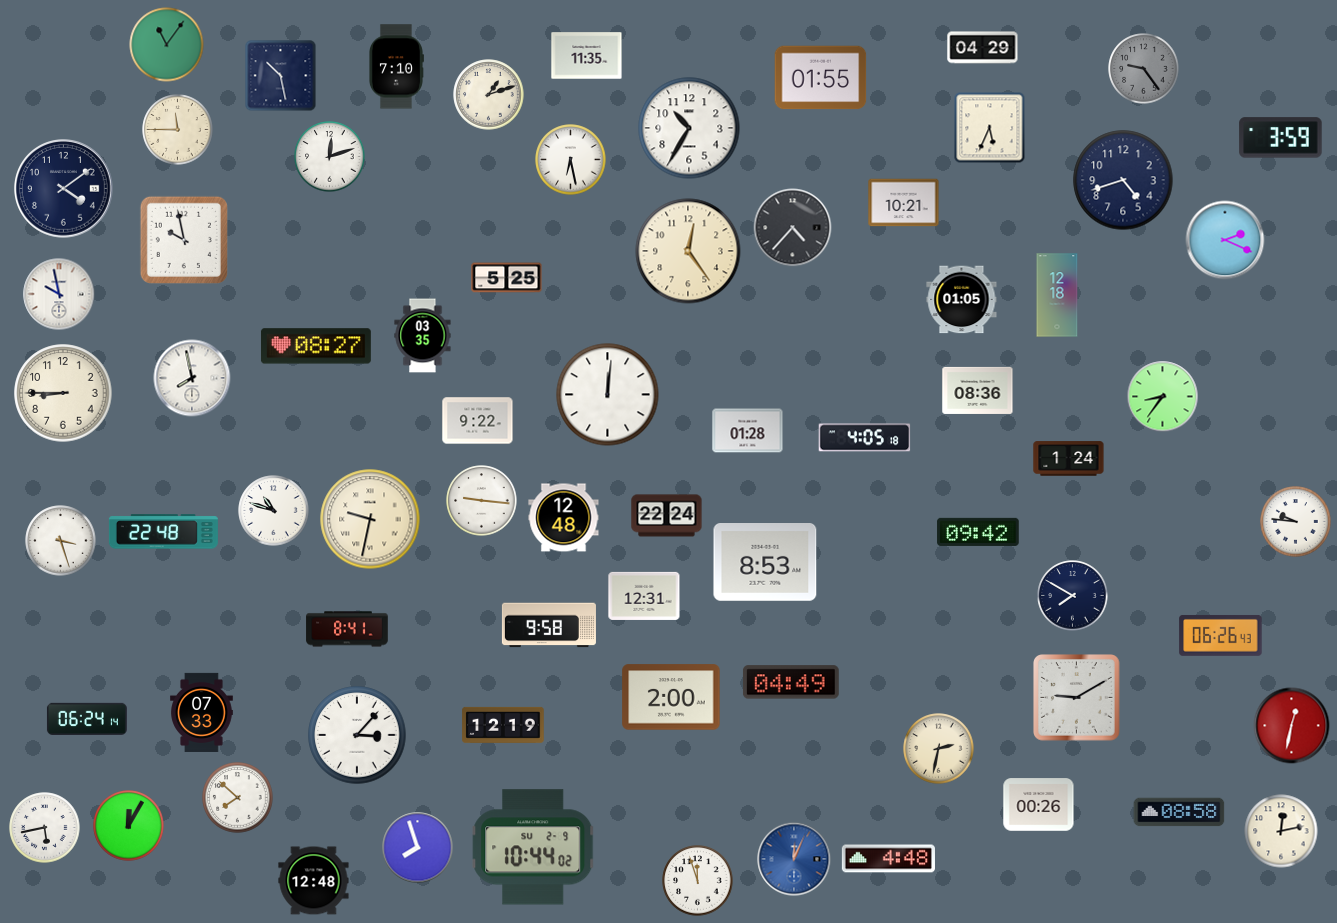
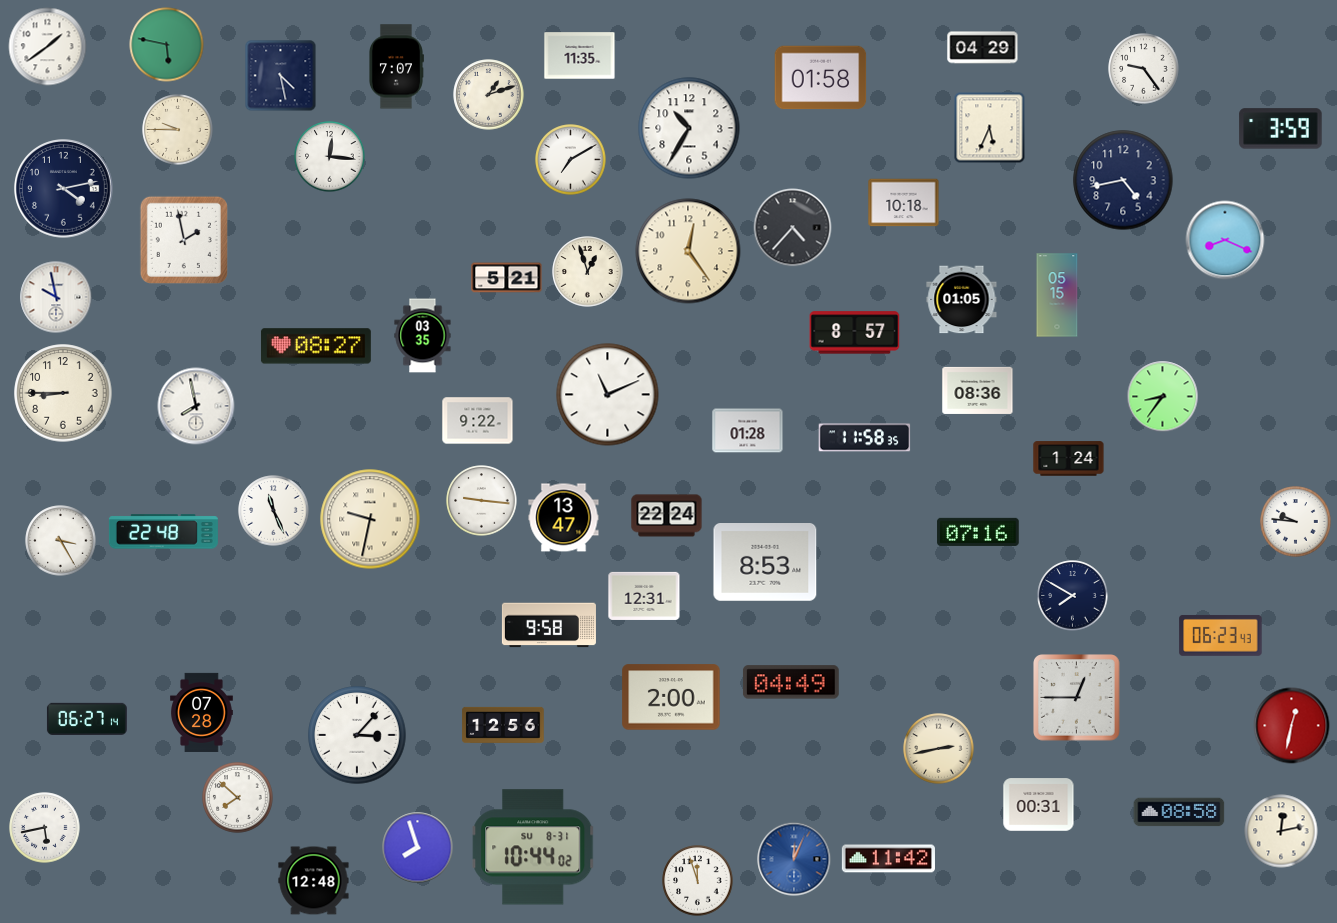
clock at (167, 45): 11:06 -> 5:47
clock at (48, 47): none -> 1:39
clock at (587, 56) position: (587, 56) -> (580, 56)
clock at (397, 67): 7:10 -> 7:07
clock at (1144, 69) dial: grey -> white
clock at (281, 76): 10:28 -> 4:28
clock at (821, 78): 01:55 -> 01:58
clock at (178, 130): 11:45 -> 9:45
clock at (1281, 138) position: (1281, 138) -> (1281, 129)
clock at (330, 157): 12:12 -> 12:16
clock at (571, 160): 6:28 -> 7:10
clock at (1123, 180): 4:42 -> 4:43
clock at (64, 189): 4:09 -> 4:13
clock at (904, 203): 10:21 -> 10:18
clock at (184, 240): 9:58 -> 1:58
clock at (1225, 240): 2:19 -> 8:19
clock at (588, 272): none -> 12:57
clock at (507, 278): 5:25 -> 5:21
clock at (59, 294) position: (59, 294) -> (56, 297)
clock at (1057, 295): 12:18 -> 05:15
clock at (855, 333): none -> 8:57
clock at (192, 378) position: (192, 378) -> (196, 406)
clock at (608, 395): 12:01 -> 11:11
clock at (865, 438): 4:05 -> 11:58
clock at (274, 511): 10:48 -> 11:26
clock at (564, 518): 12:48 -> 13:47
clock at (978, 532): 09:42 -> 07:16
clock at (61, 541): 3:27 -> 3:25
clock at (347, 629): 8:41 -> none
clock at (1221, 635): 06:26 -> 06:23
clock at (1077, 698): 9:10 -> 12:45
clock at (202, 712): 07:33 -> 07:28
clock at (87, 719): 06:24 -> 06:27
clock at (503, 725): 12:19 -> 12:56
clock at (939, 749): 2:32 -> 2:43
clock at (1039, 805): 00:26 -> 00:31
clock at (129, 826): 12:05 -> none
clock at (533, 847) date: SU 2-9 -> SU 8-31
clock at (888, 859): 4:48 -> 11:42
